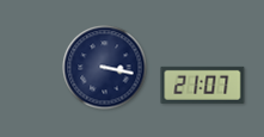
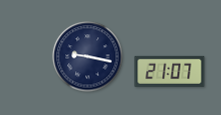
clock at (105, 68): 3:17 -> 9:17
